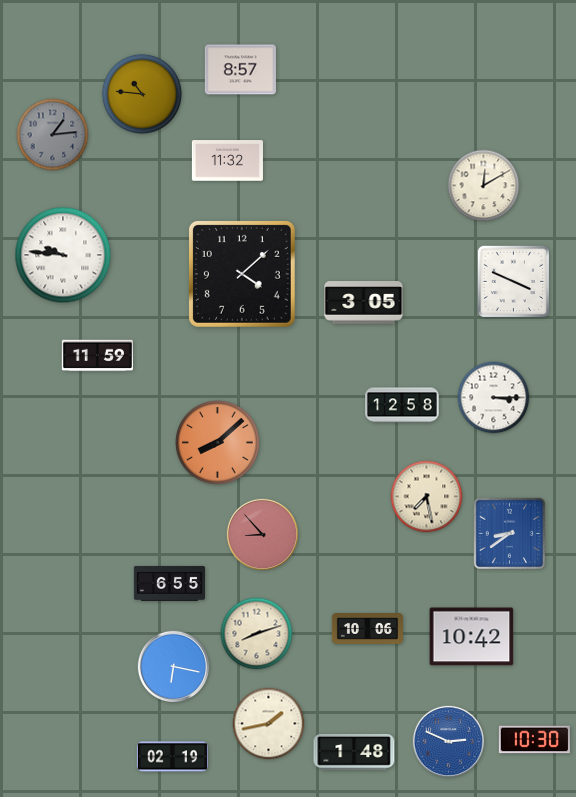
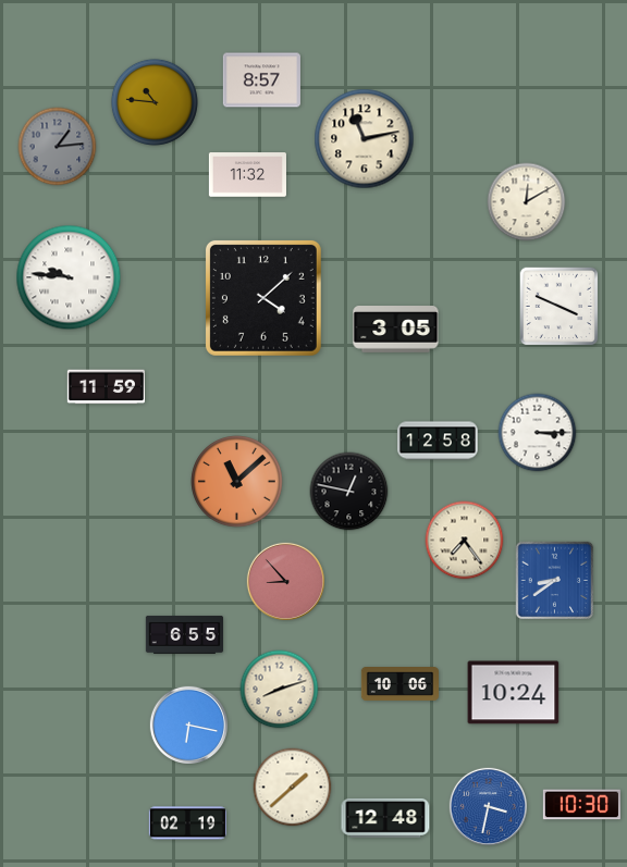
clock at (240, 70) position: (240, 70) -> (261, 80)
clock at (365, 139): none -> 11:13
clock at (218, 443): 8:08 -> 11:08
clock at (349, 492): none -> 12:47
clock at (427, 497): 7:28 -> 7:24
clock at (472, 637): 10:42 -> 10:24
clock at (269, 724): 1:43 -> 1:38
clock at (448, 741): 2:49 -> 3:32
clock at (354, 752): 1:48 -> 12:48
